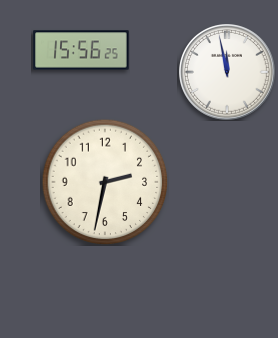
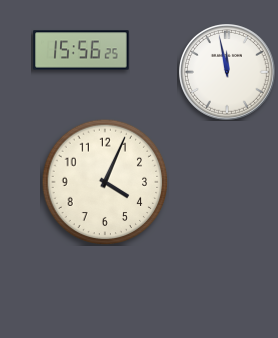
clock at (105, 182): 2:32 -> 4:04
